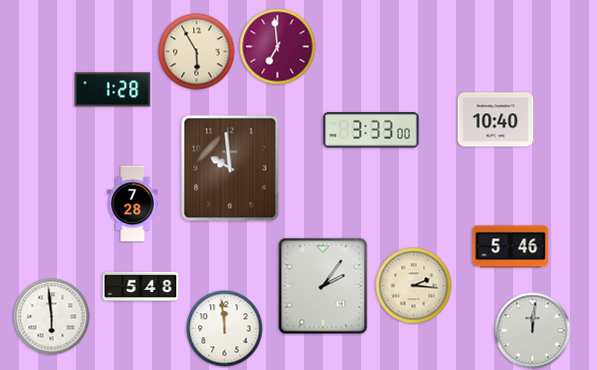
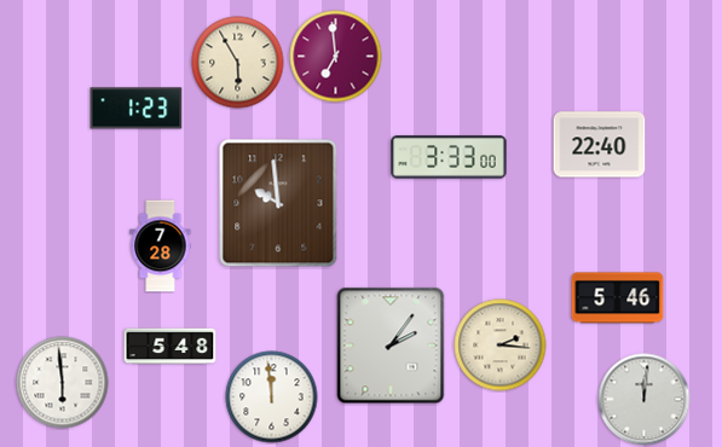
clock at (113, 90): 1:28 -> 1:23
clock at (496, 120): 10:40 -> 22:40
